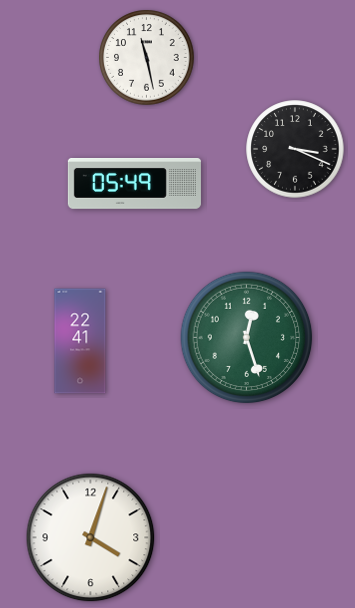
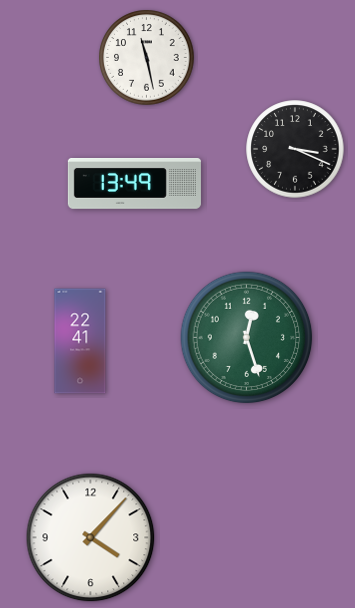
clock at (134, 183): 05:49 -> 13:49
clock at (91, 538): 4:03 -> 4:07
